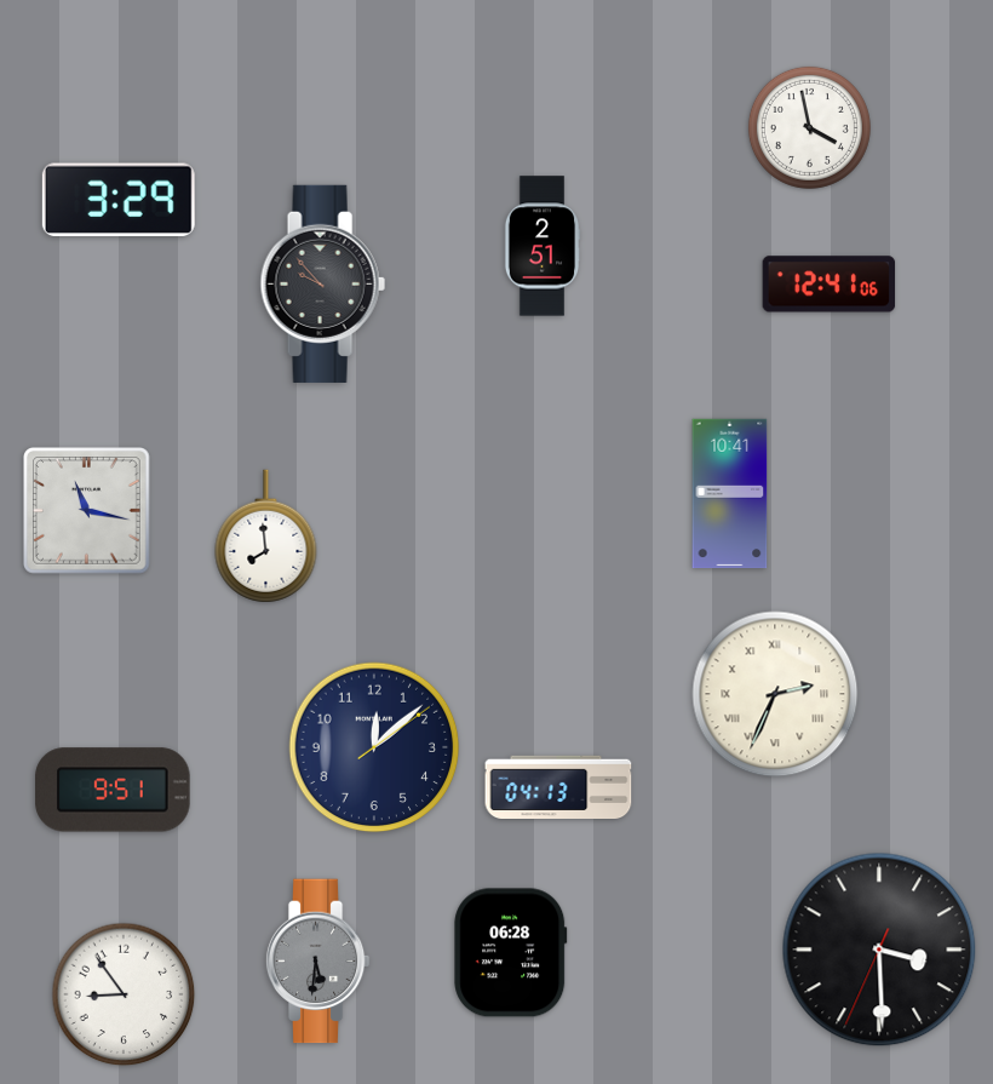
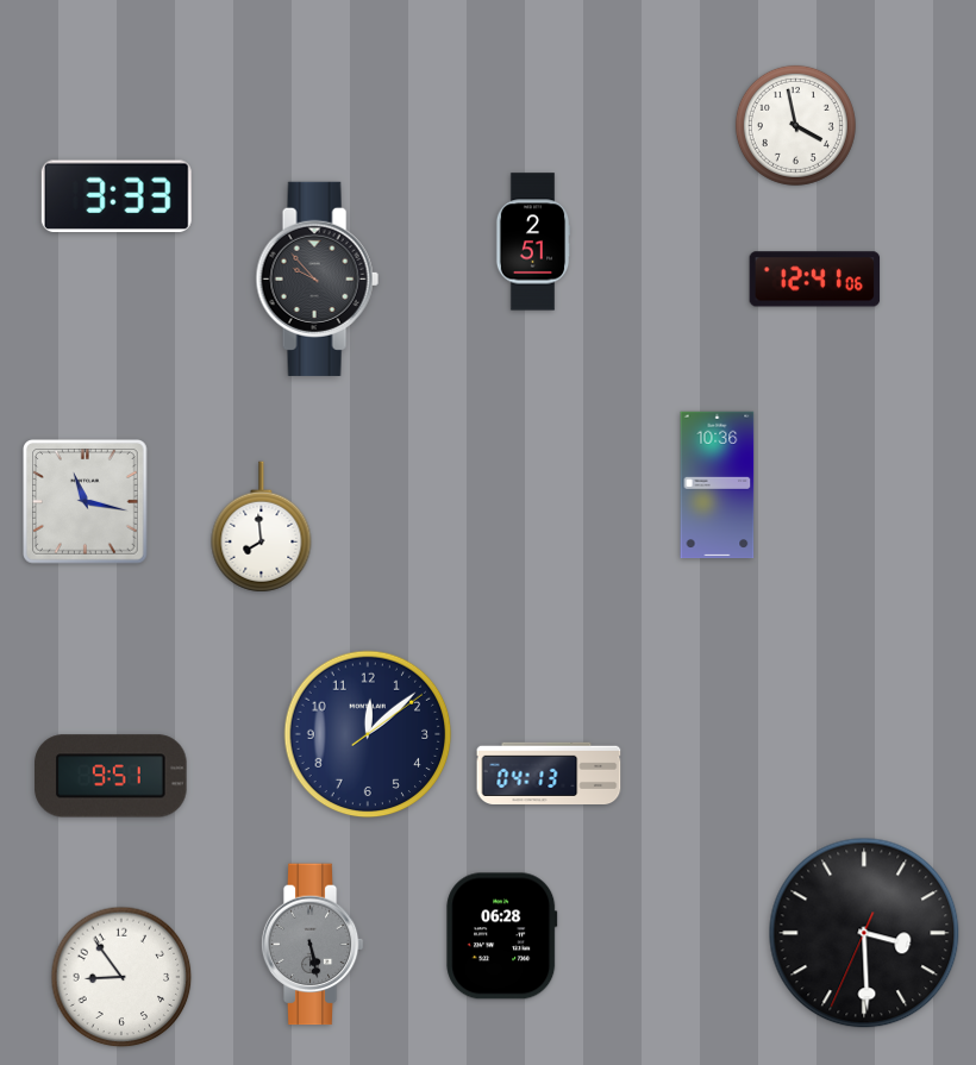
clock at (119, 199): 3:29 -> 3:33
clock at (730, 494): 10:41 -> 10:36
clock at (775, 694): 2:34 -> none
clock at (317, 962): 5:31 -> 5:28
